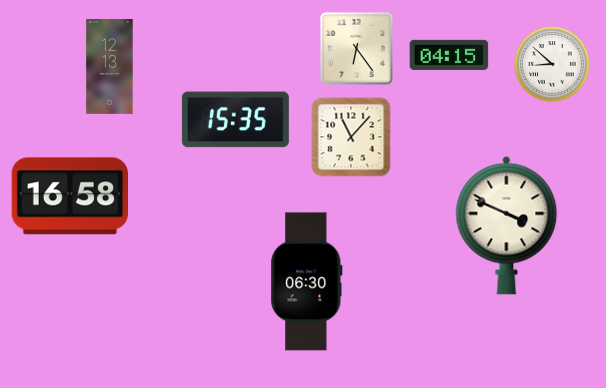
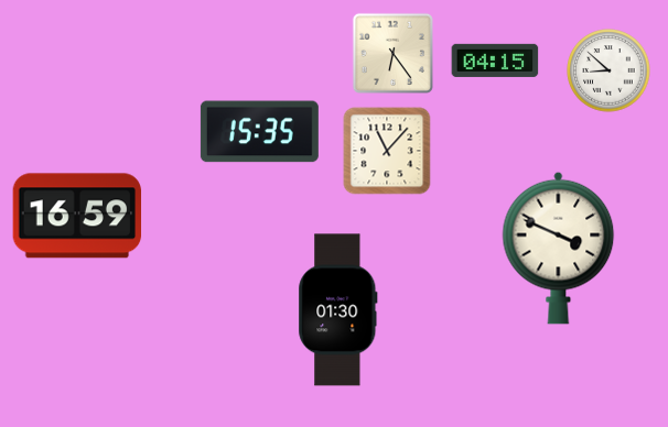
clock at (110, 67): 12:13 -> none
clock at (70, 196): 16:58 -> 16:59
clock at (307, 282): 06:30 -> 01:30
